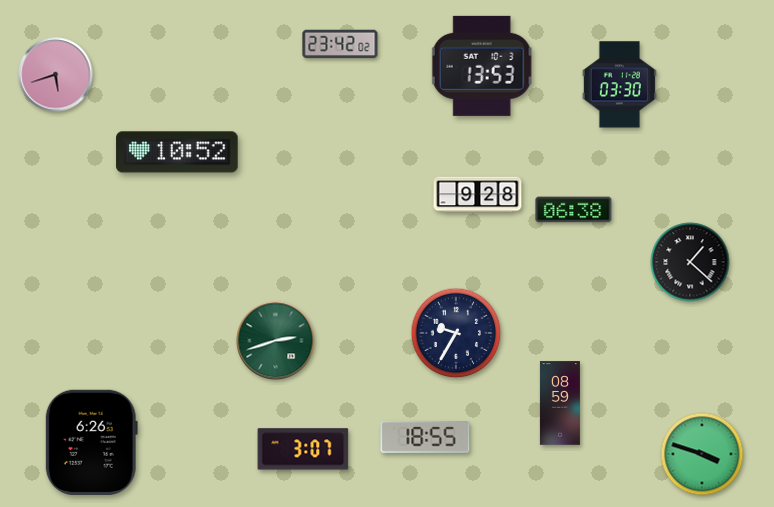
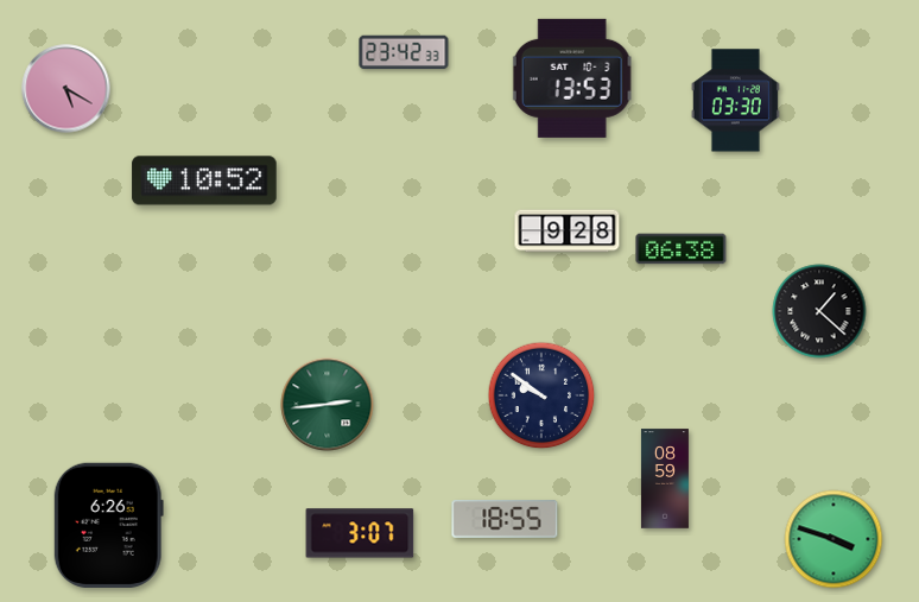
clock at (340, 44): 23:42:02 -> 23:42:33
clock at (56, 75): 5:42 -> 5:20
clock at (177, 152) position: (177, 152) -> (204, 180)
clock at (456, 333): 9:35 -> 9:51
clock at (276, 341): 2:42 -> 2:44
